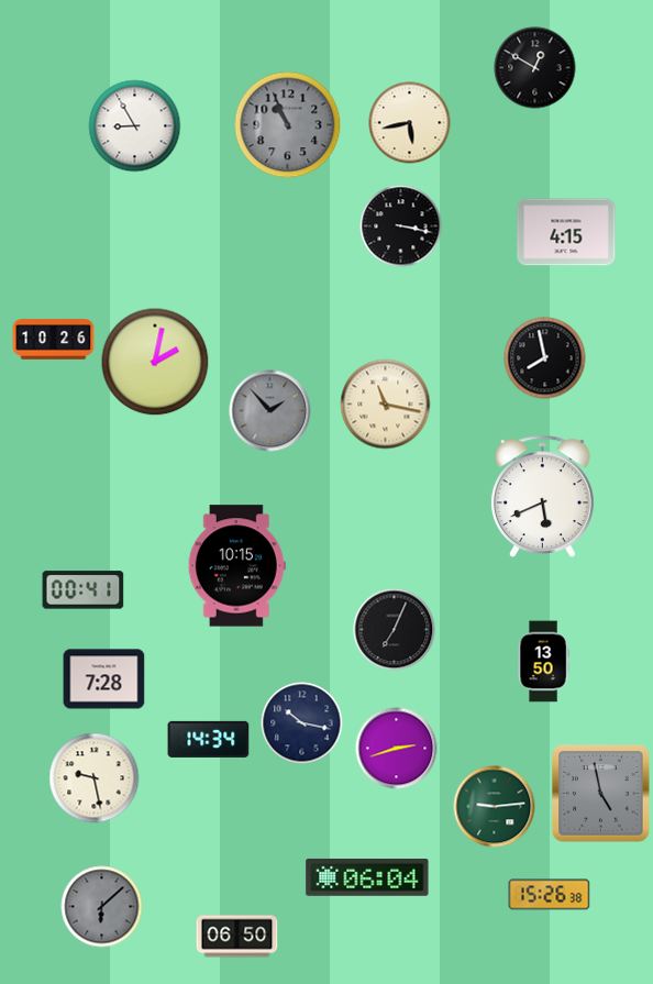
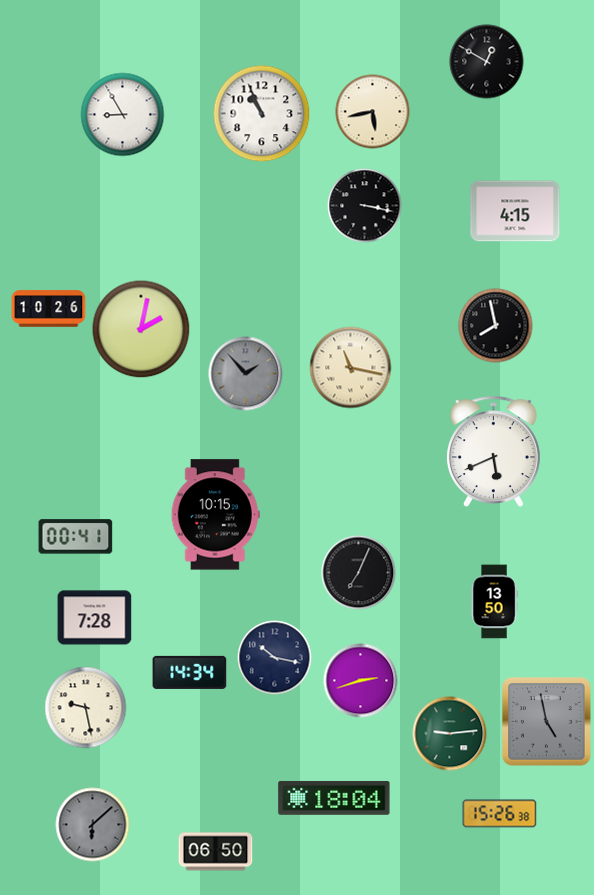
clock at (288, 125) dial: grey -> white
clock at (367, 877): 06:04 -> 18:04
